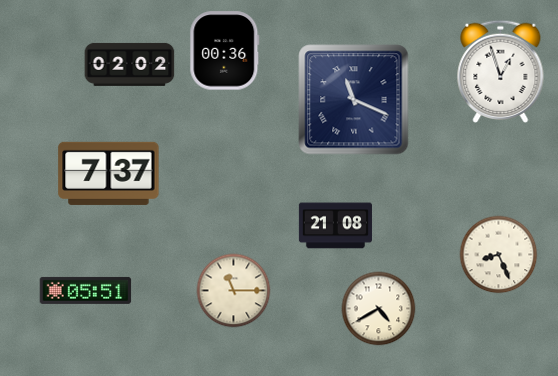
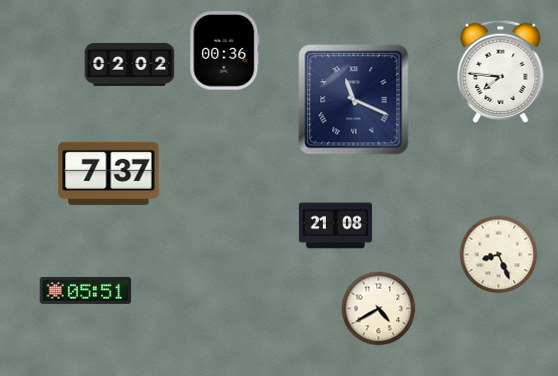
clock at (501, 71): 12:57 -> 7:46
clock at (234, 291): 11:15 -> none
